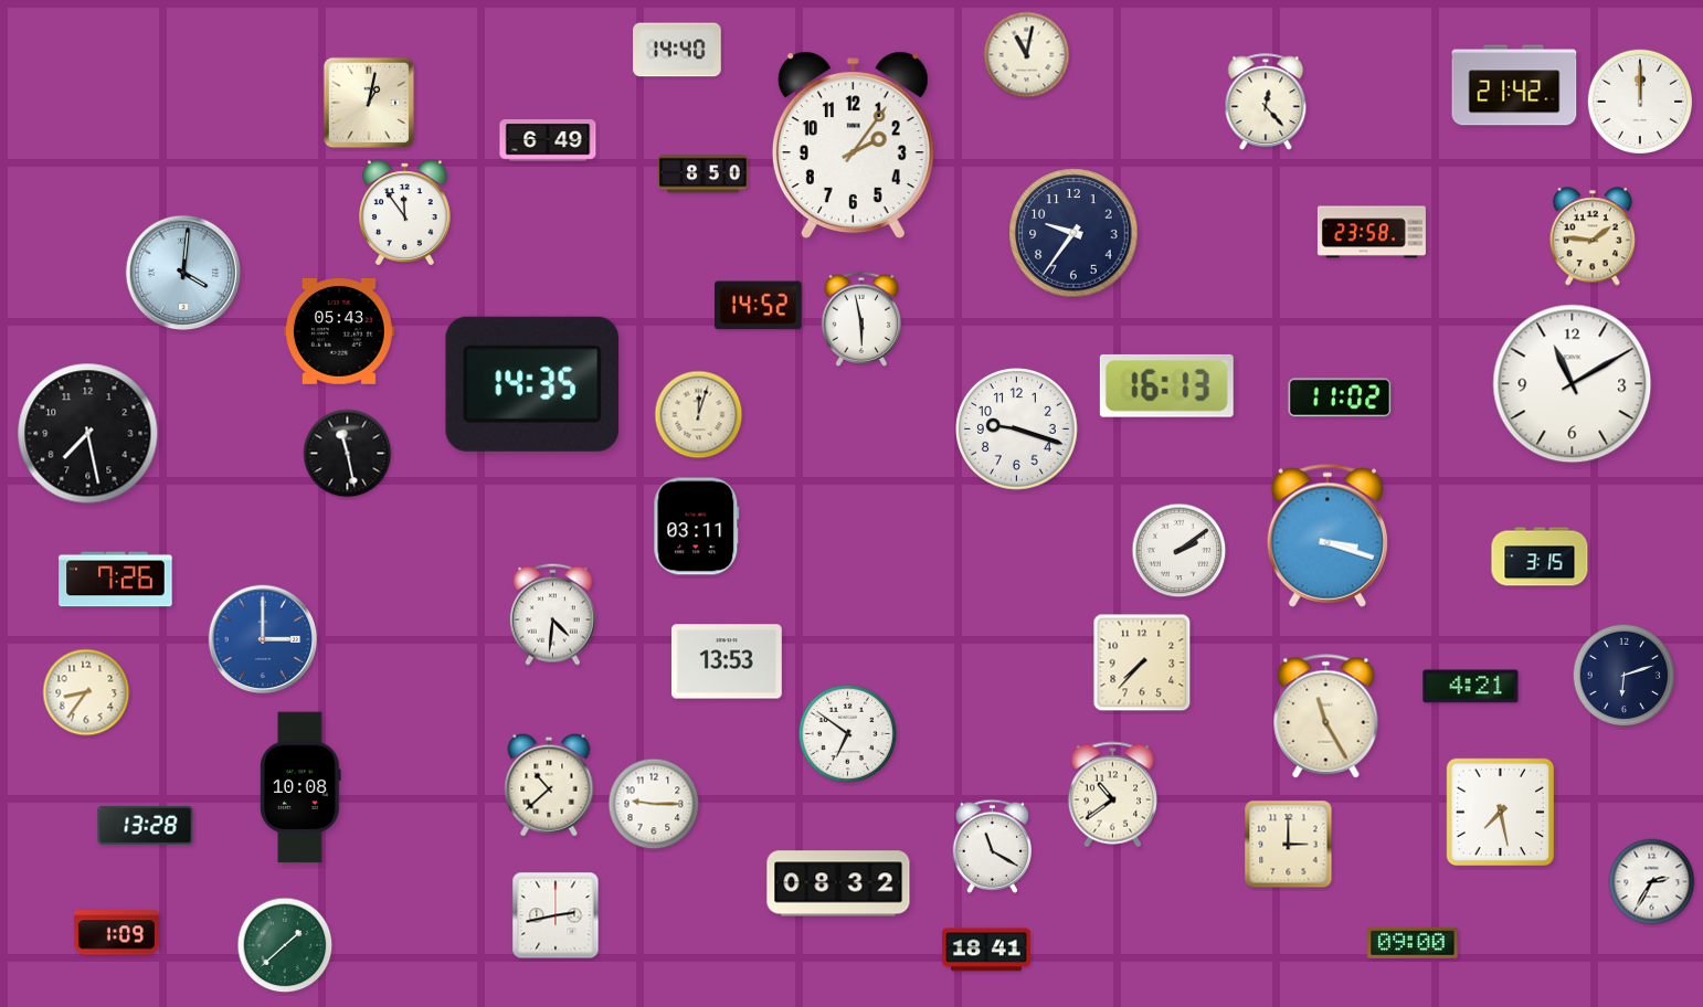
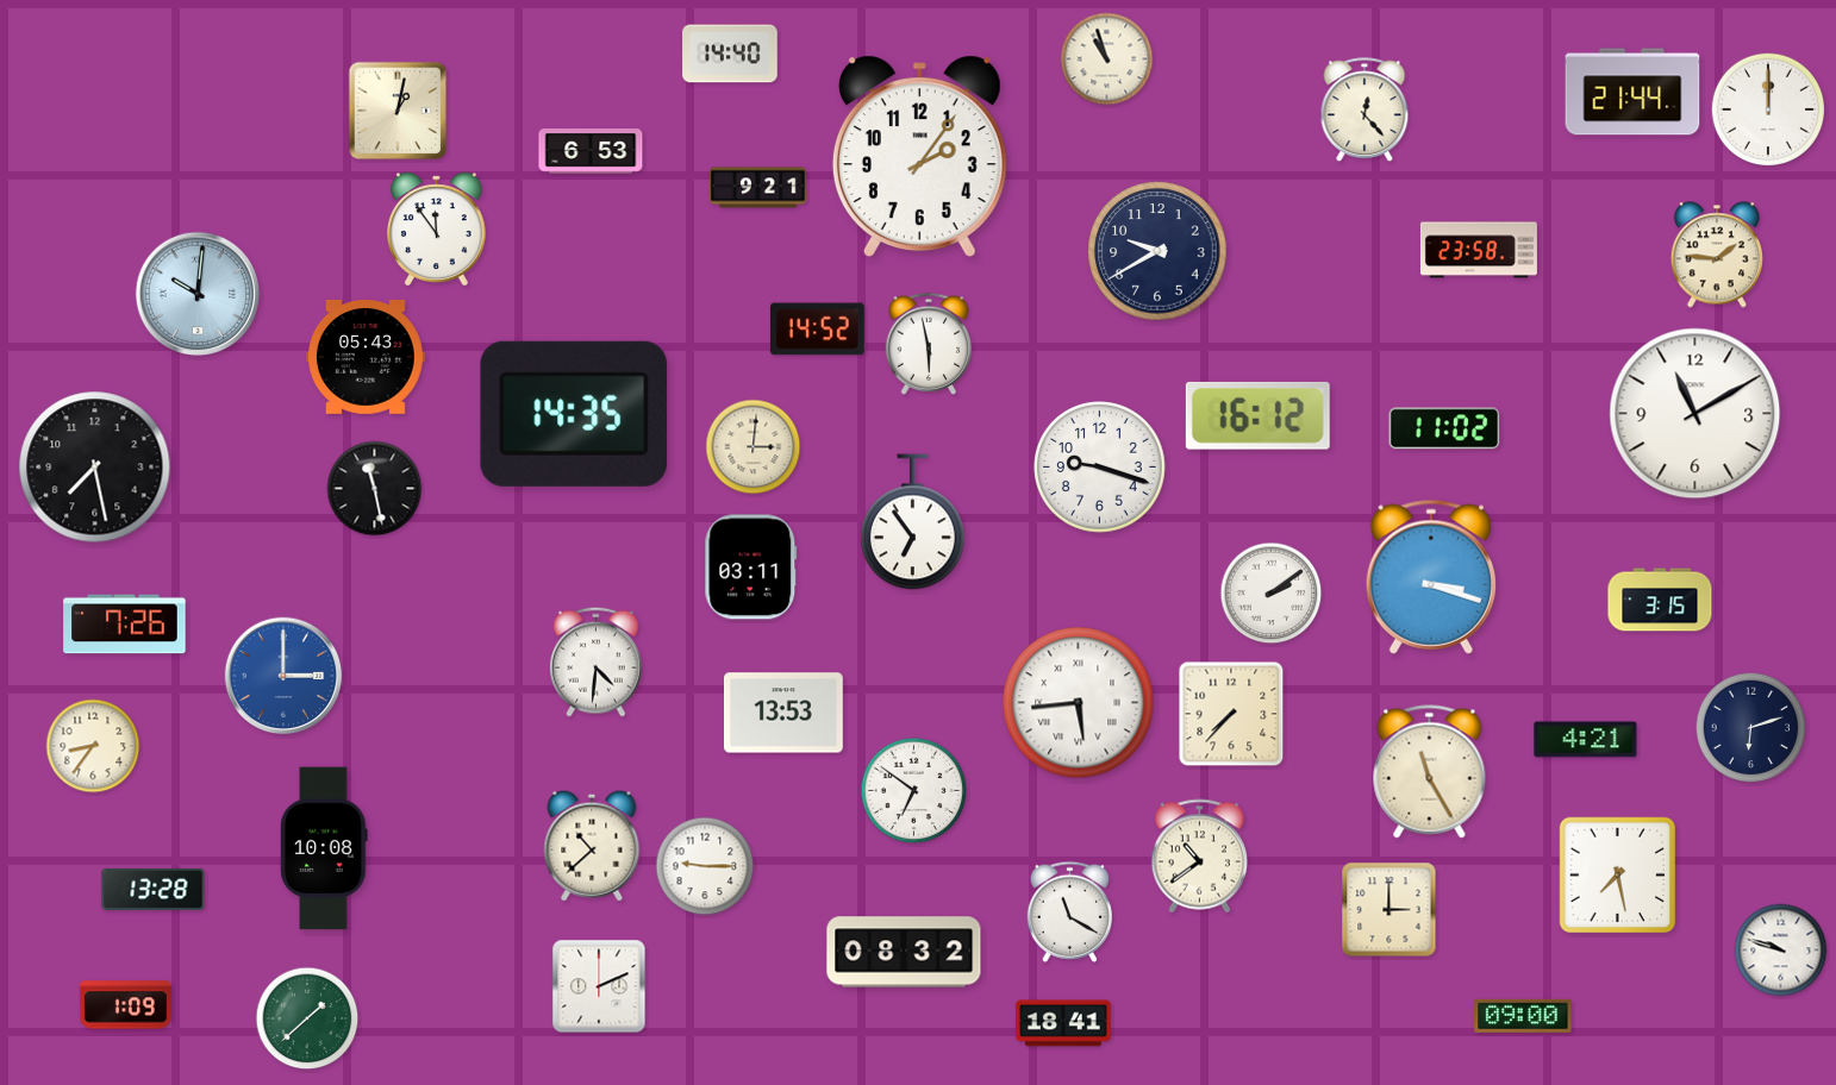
clock at (1027, 55): 11:02 -> 10:57
clock at (1514, 85): 21:42 -> 21:44
clock at (548, 141): 6:49 -> 6:53
clock at (704, 174): 8:50 -> 9:21
clock at (1073, 233): 9:36 -> 9:40
clock at (182, 272): 4:01 -> 10:01
clock at (1166, 385): 16:13 -> 16:12
clock at (699, 415): 12:03 -> 3:01
clock at (1017, 430) position: (1017, 430) -> (1100, 468)
clock at (913, 522): none -> 6:54
clock at (263, 639) position: (263, 639) -> (283, 676)
clock at (1079, 703): none -> 5:44
clock at (146, 825) position: (146, 825) -> (154, 889)
clock at (1652, 882): 2:35 -> 9:48
clock at (556, 915): 2:43 -> 2:11
